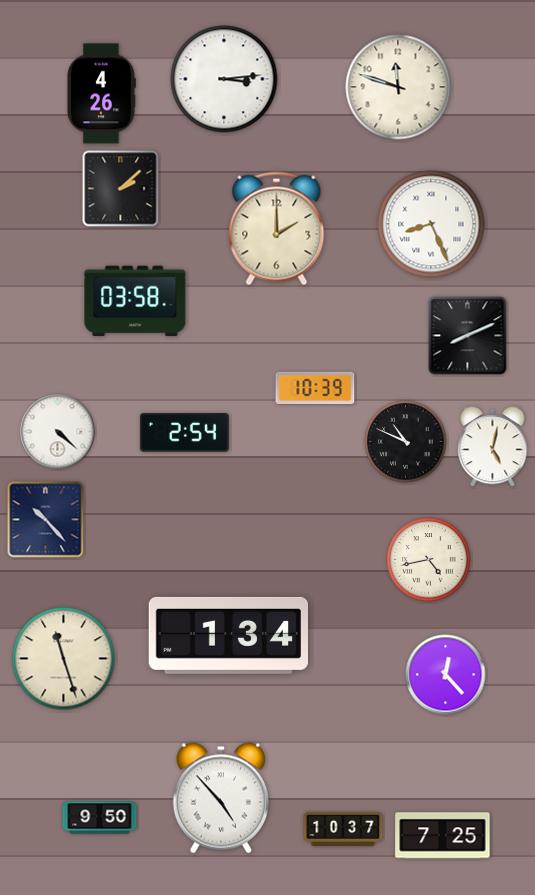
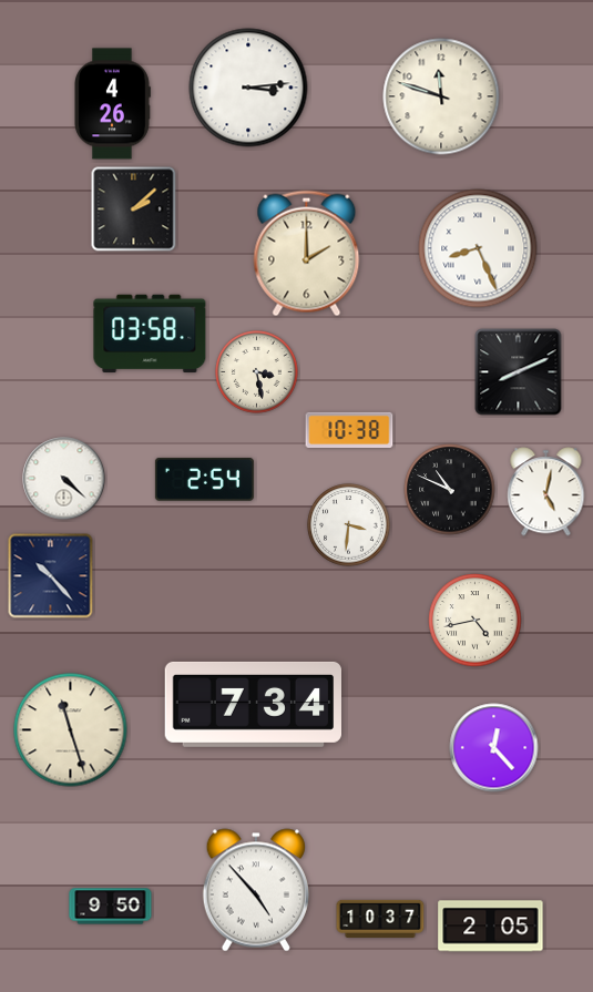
clock at (257, 372): none -> 3:28
clock at (315, 387): 10:39 -> 10:38
clock at (493, 447) position: (493, 447) -> (546, 492)
clock at (349, 525): none -> 3:31
clock at (228, 635): 1:34 -> 7:34
clock at (221, 798) position: (221, 798) -> (256, 890)
clock at (443, 836): 7:25 -> 2:05
